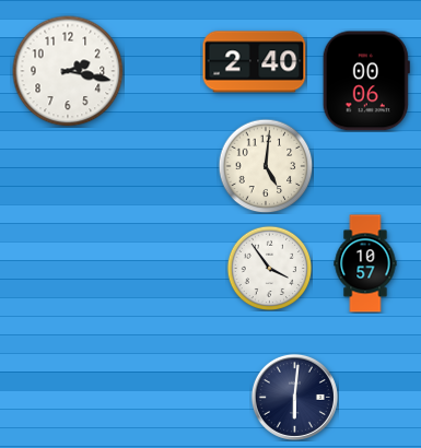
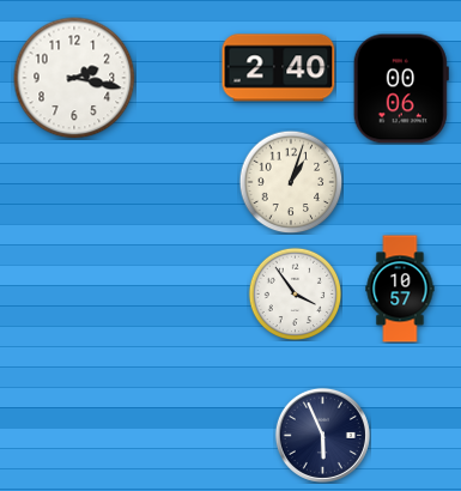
clock at (266, 166): 5:01 -> 1:03
clock at (294, 397): 6:01 -> 5:56
